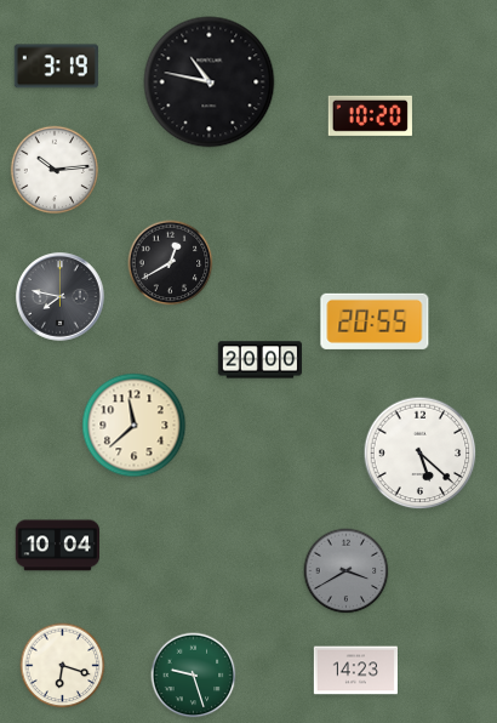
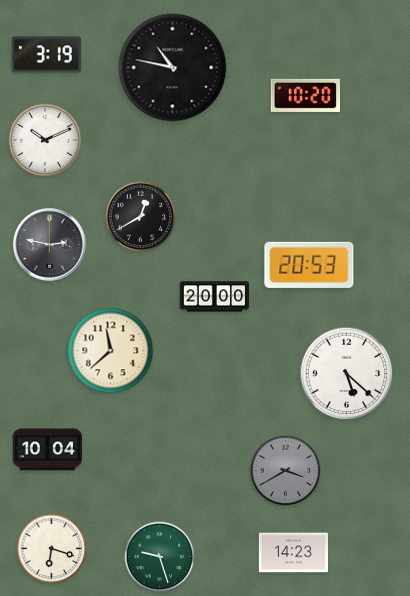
clock at (55, 170): 10:14 -> 10:11
clock at (61, 297): 7:47 -> 2:47
clock at (375, 321): 20:55 -> 20:53
